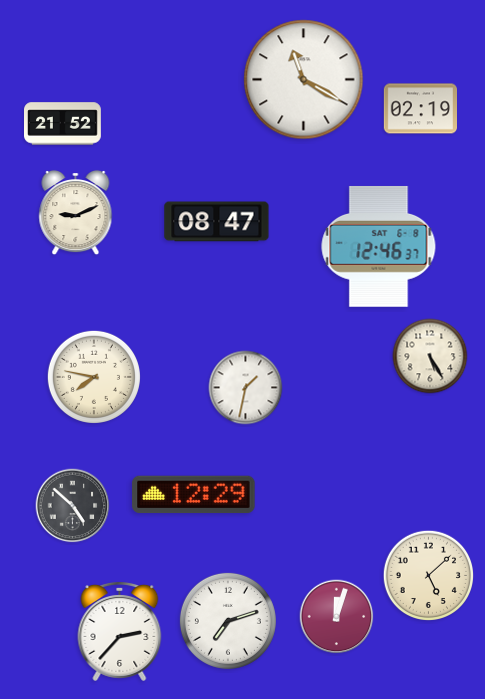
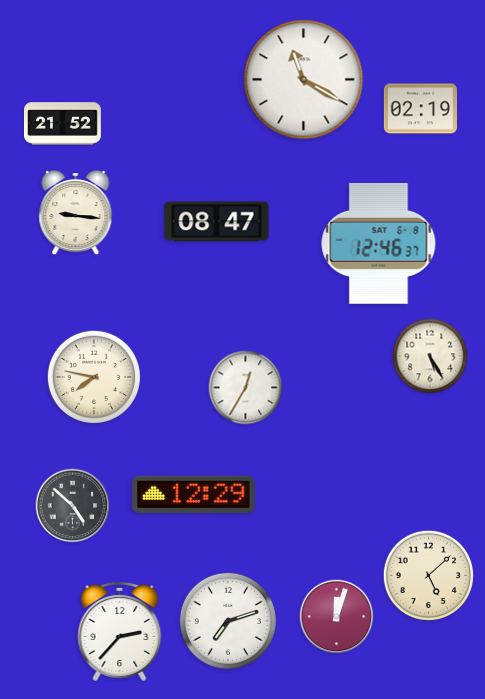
clock at (76, 213): 9:11 -> 9:16
clock at (379, 247) position: (379, 247) -> (379, 244)
clock at (246, 388): 1:32 -> 12:35
